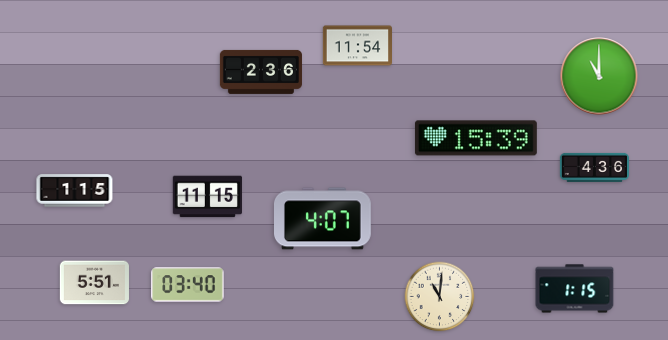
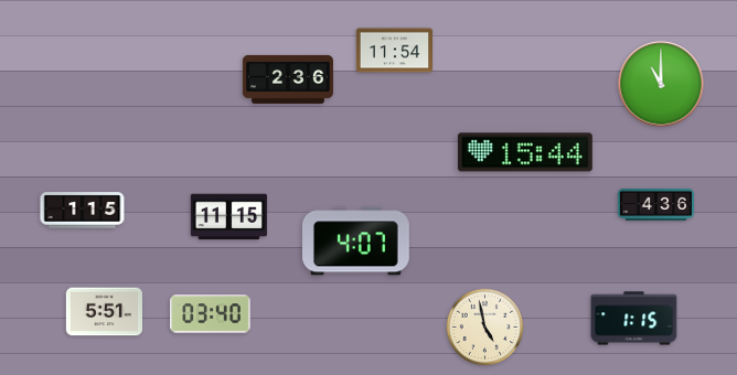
clock at (476, 138): 15:39 -> 15:44
clock at (594, 167) position: (594, 167) -> (655, 204)
clock at (188, 285) position: (188, 285) -> (211, 314)
clock at (440, 297): 11:01 -> 4:58
